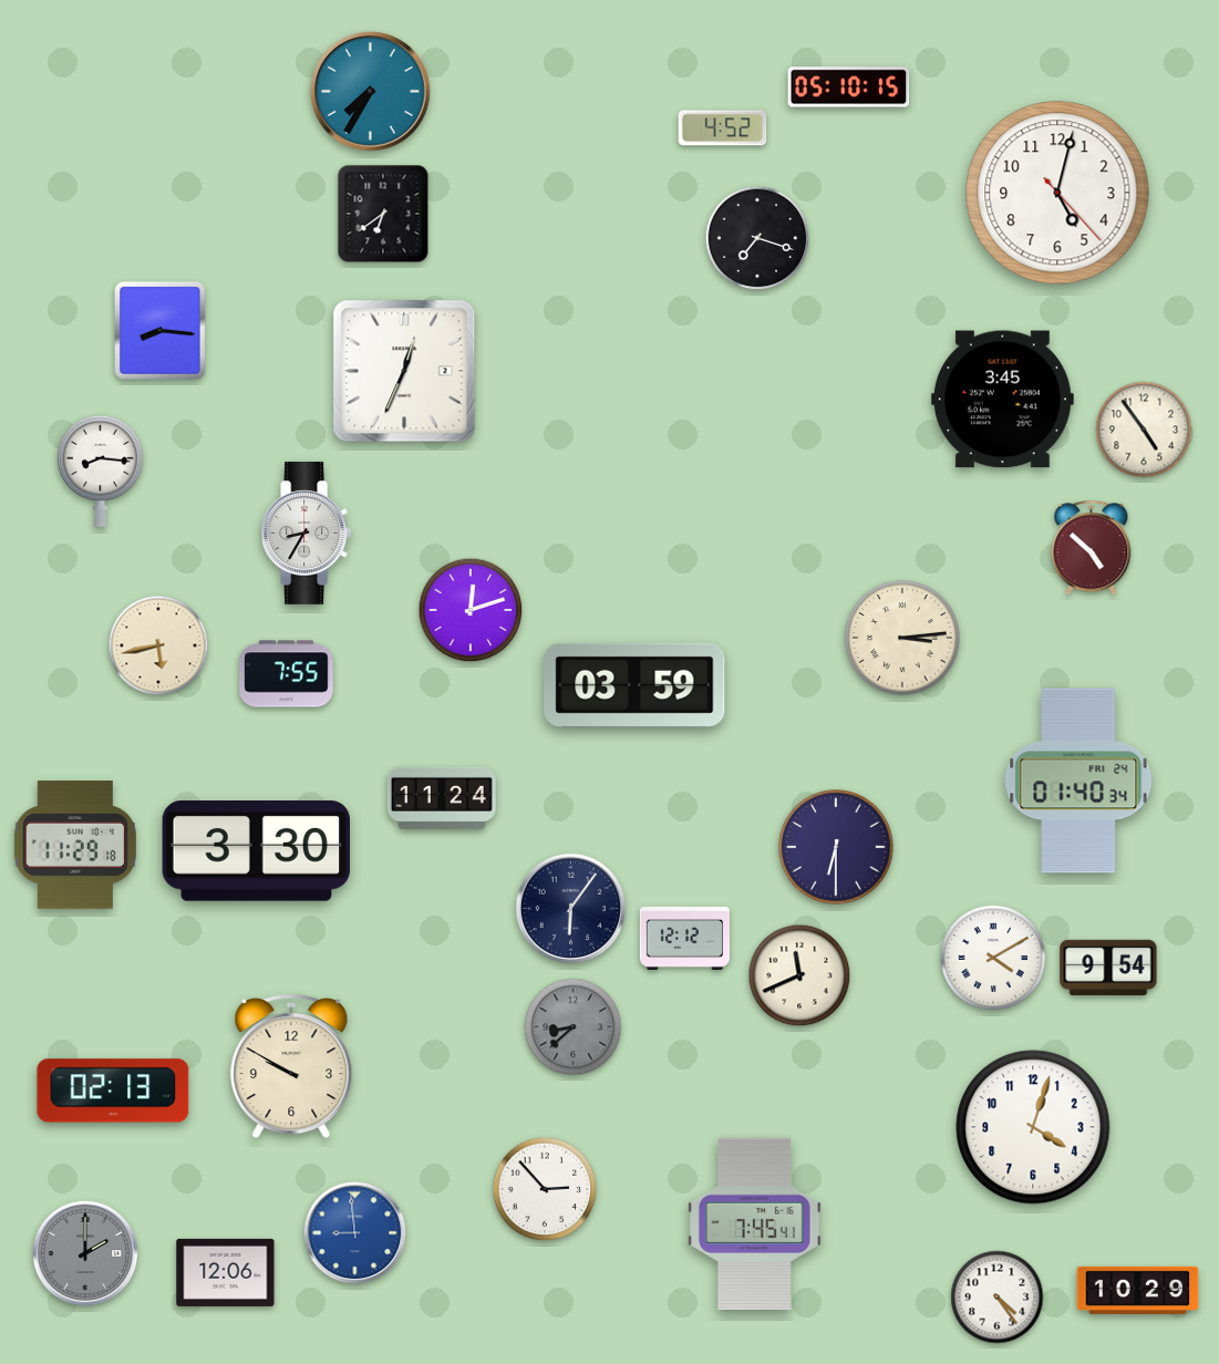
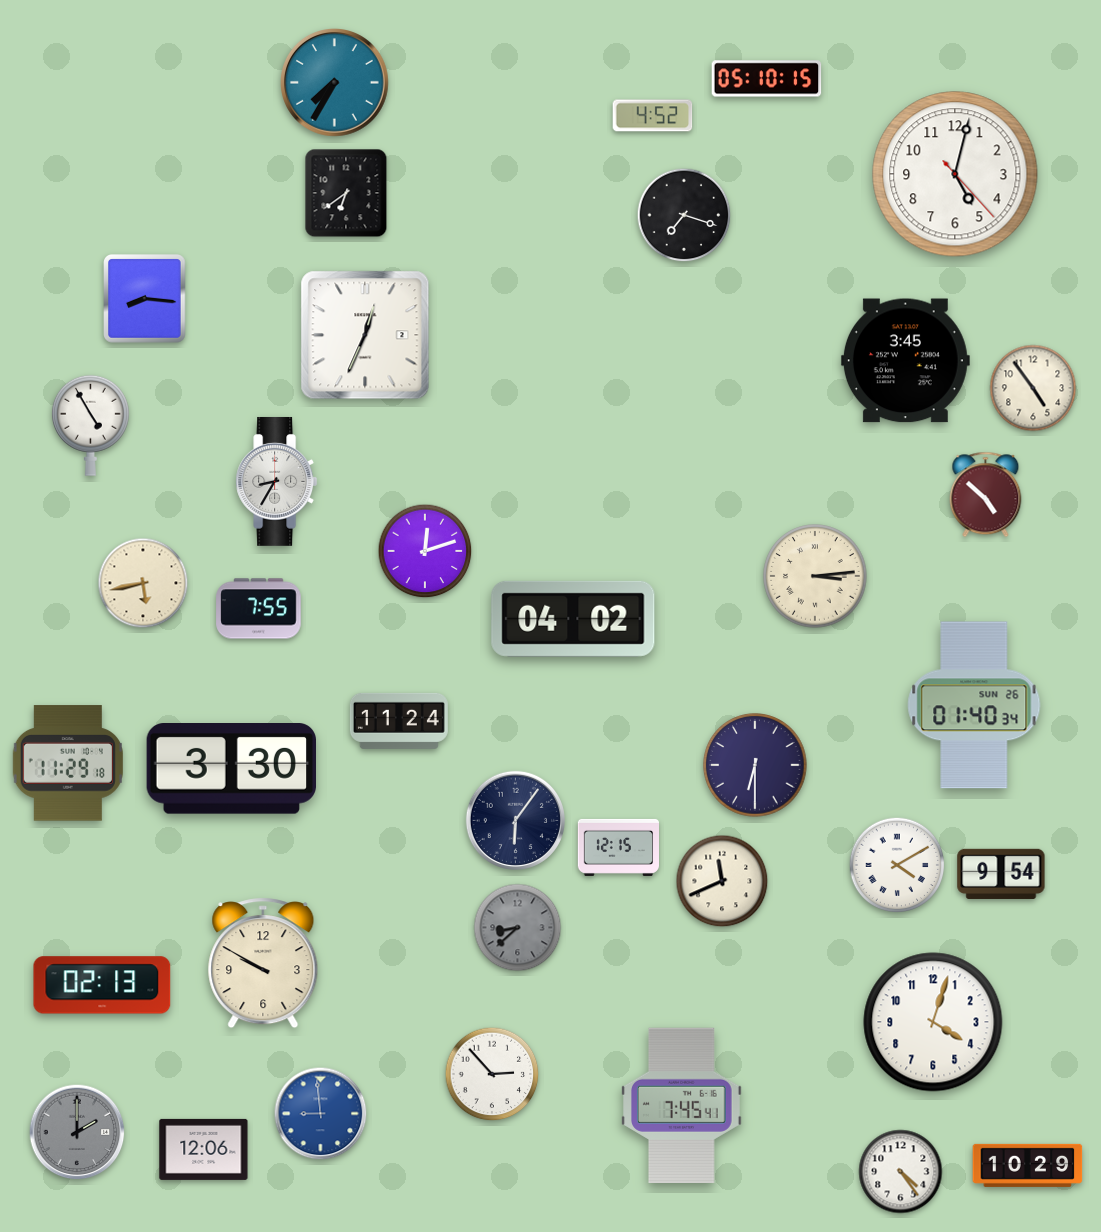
clock at (100, 471): 8:16 -> 4:55
clock at (634, 685): 03:59 -> 04:02
clock at (1078, 781) date: FRI 24 -> SUN 26
clock at (685, 938): 12:12 -> 12:15
clock at (1033, 1127) position: (1033, 1127) -> (933, 1022)
